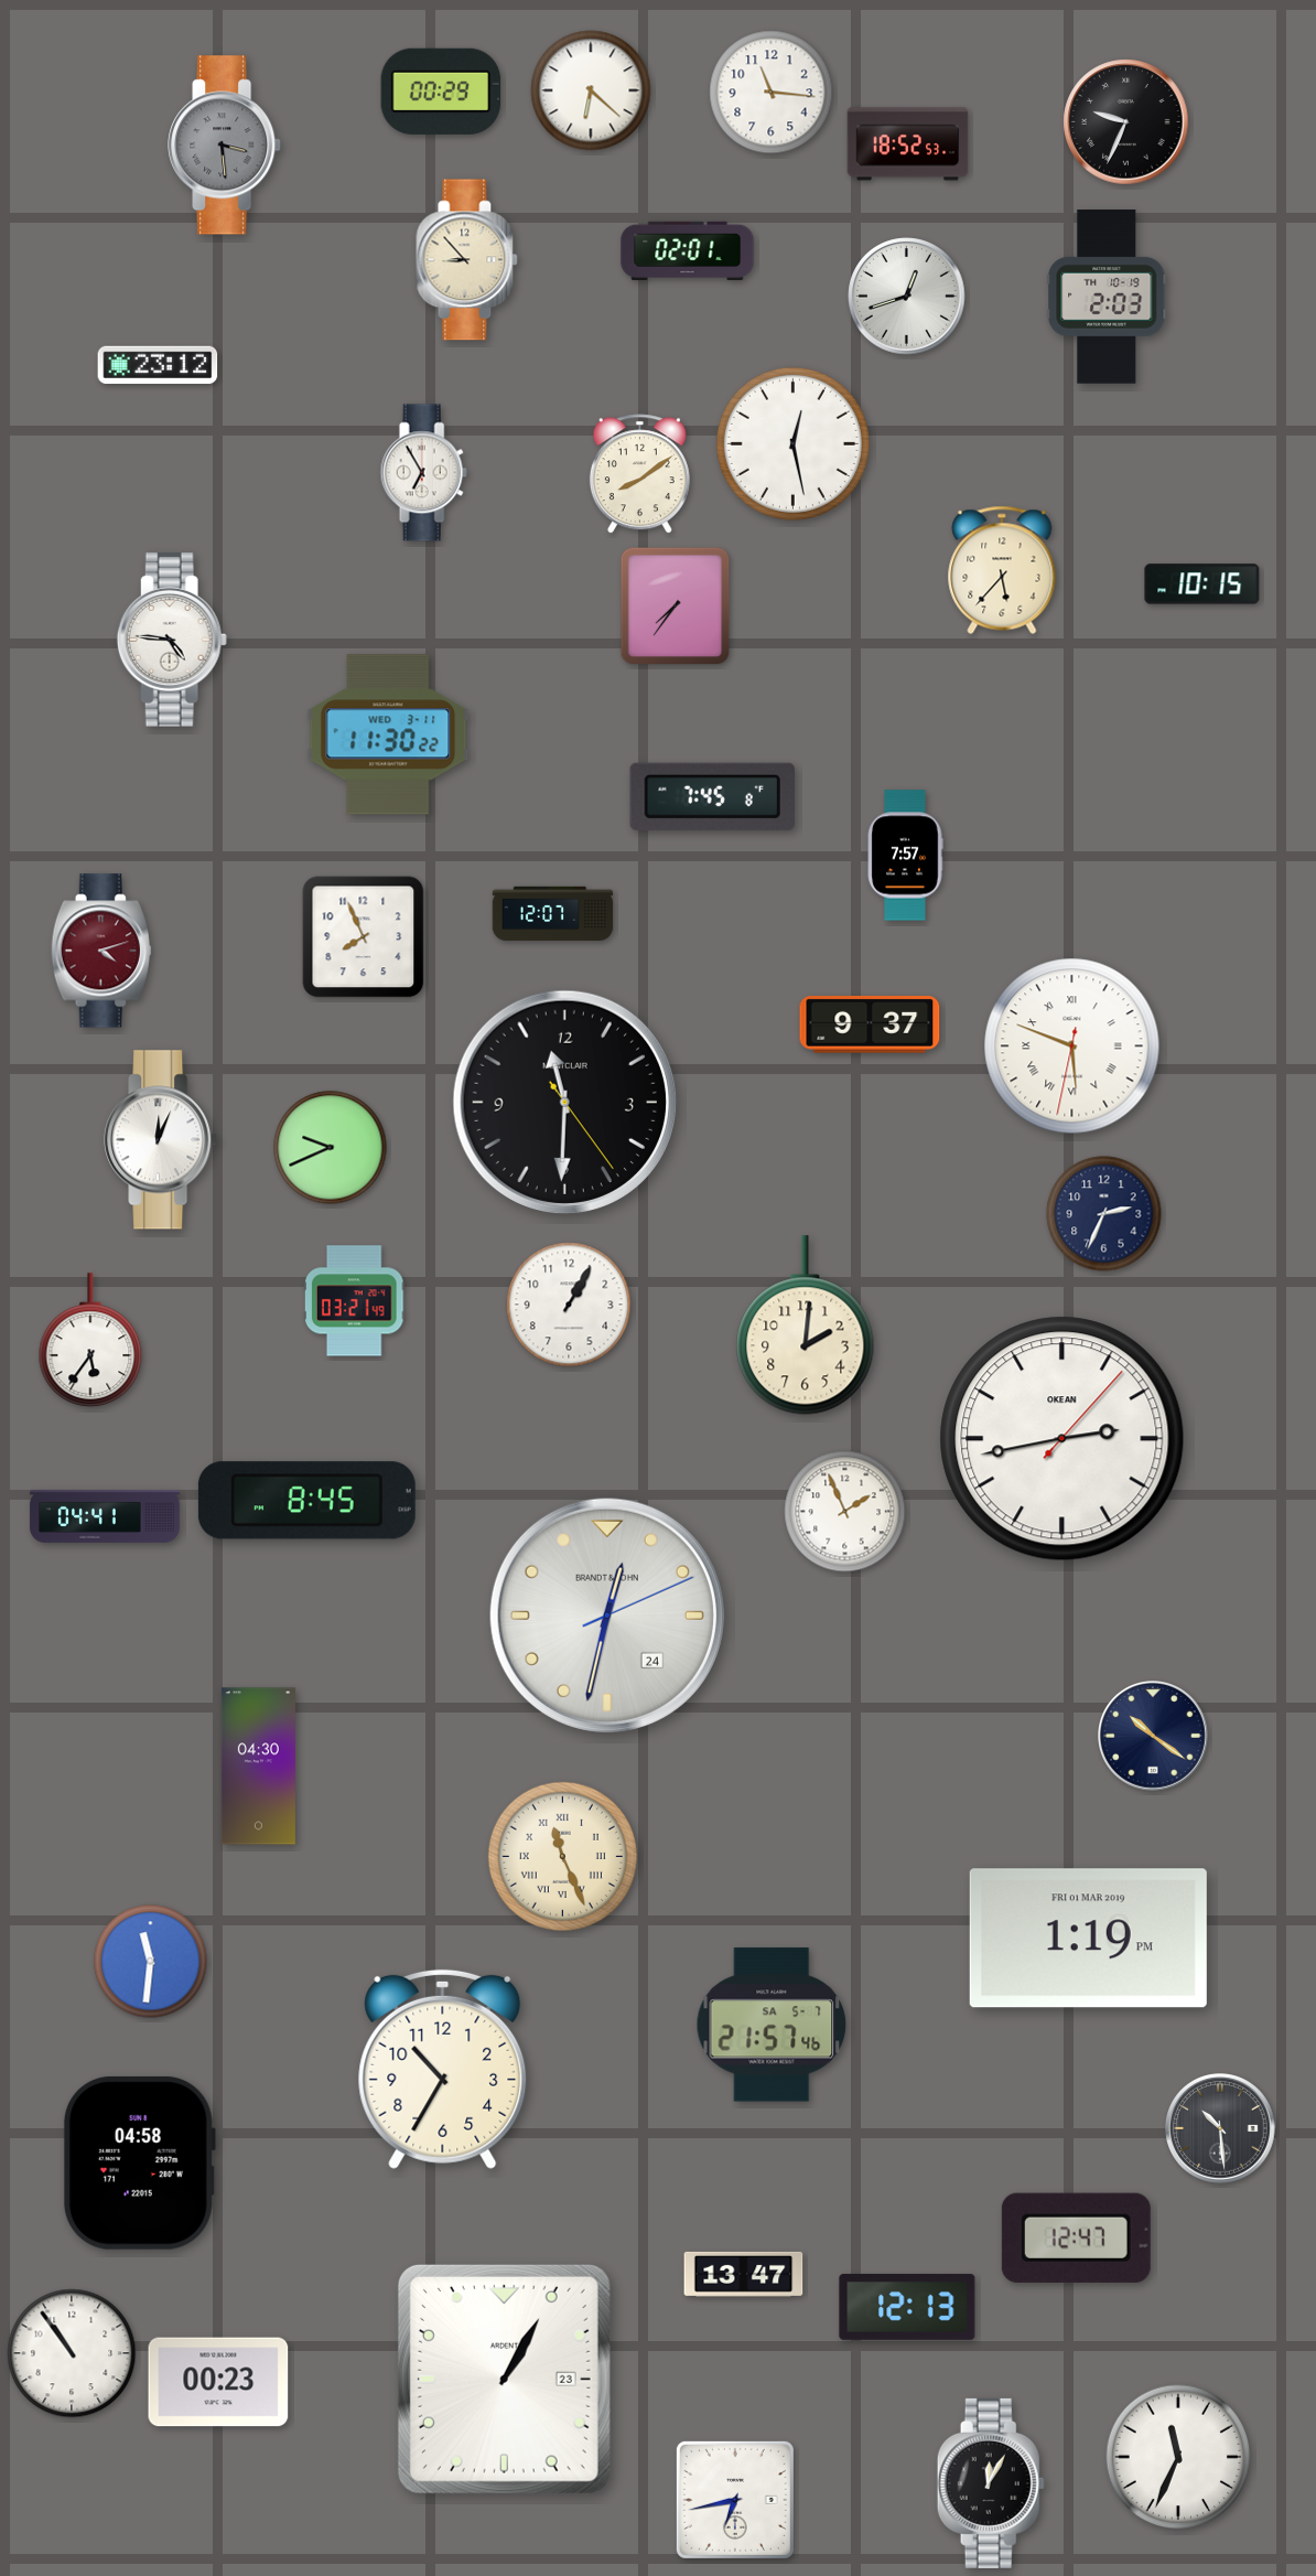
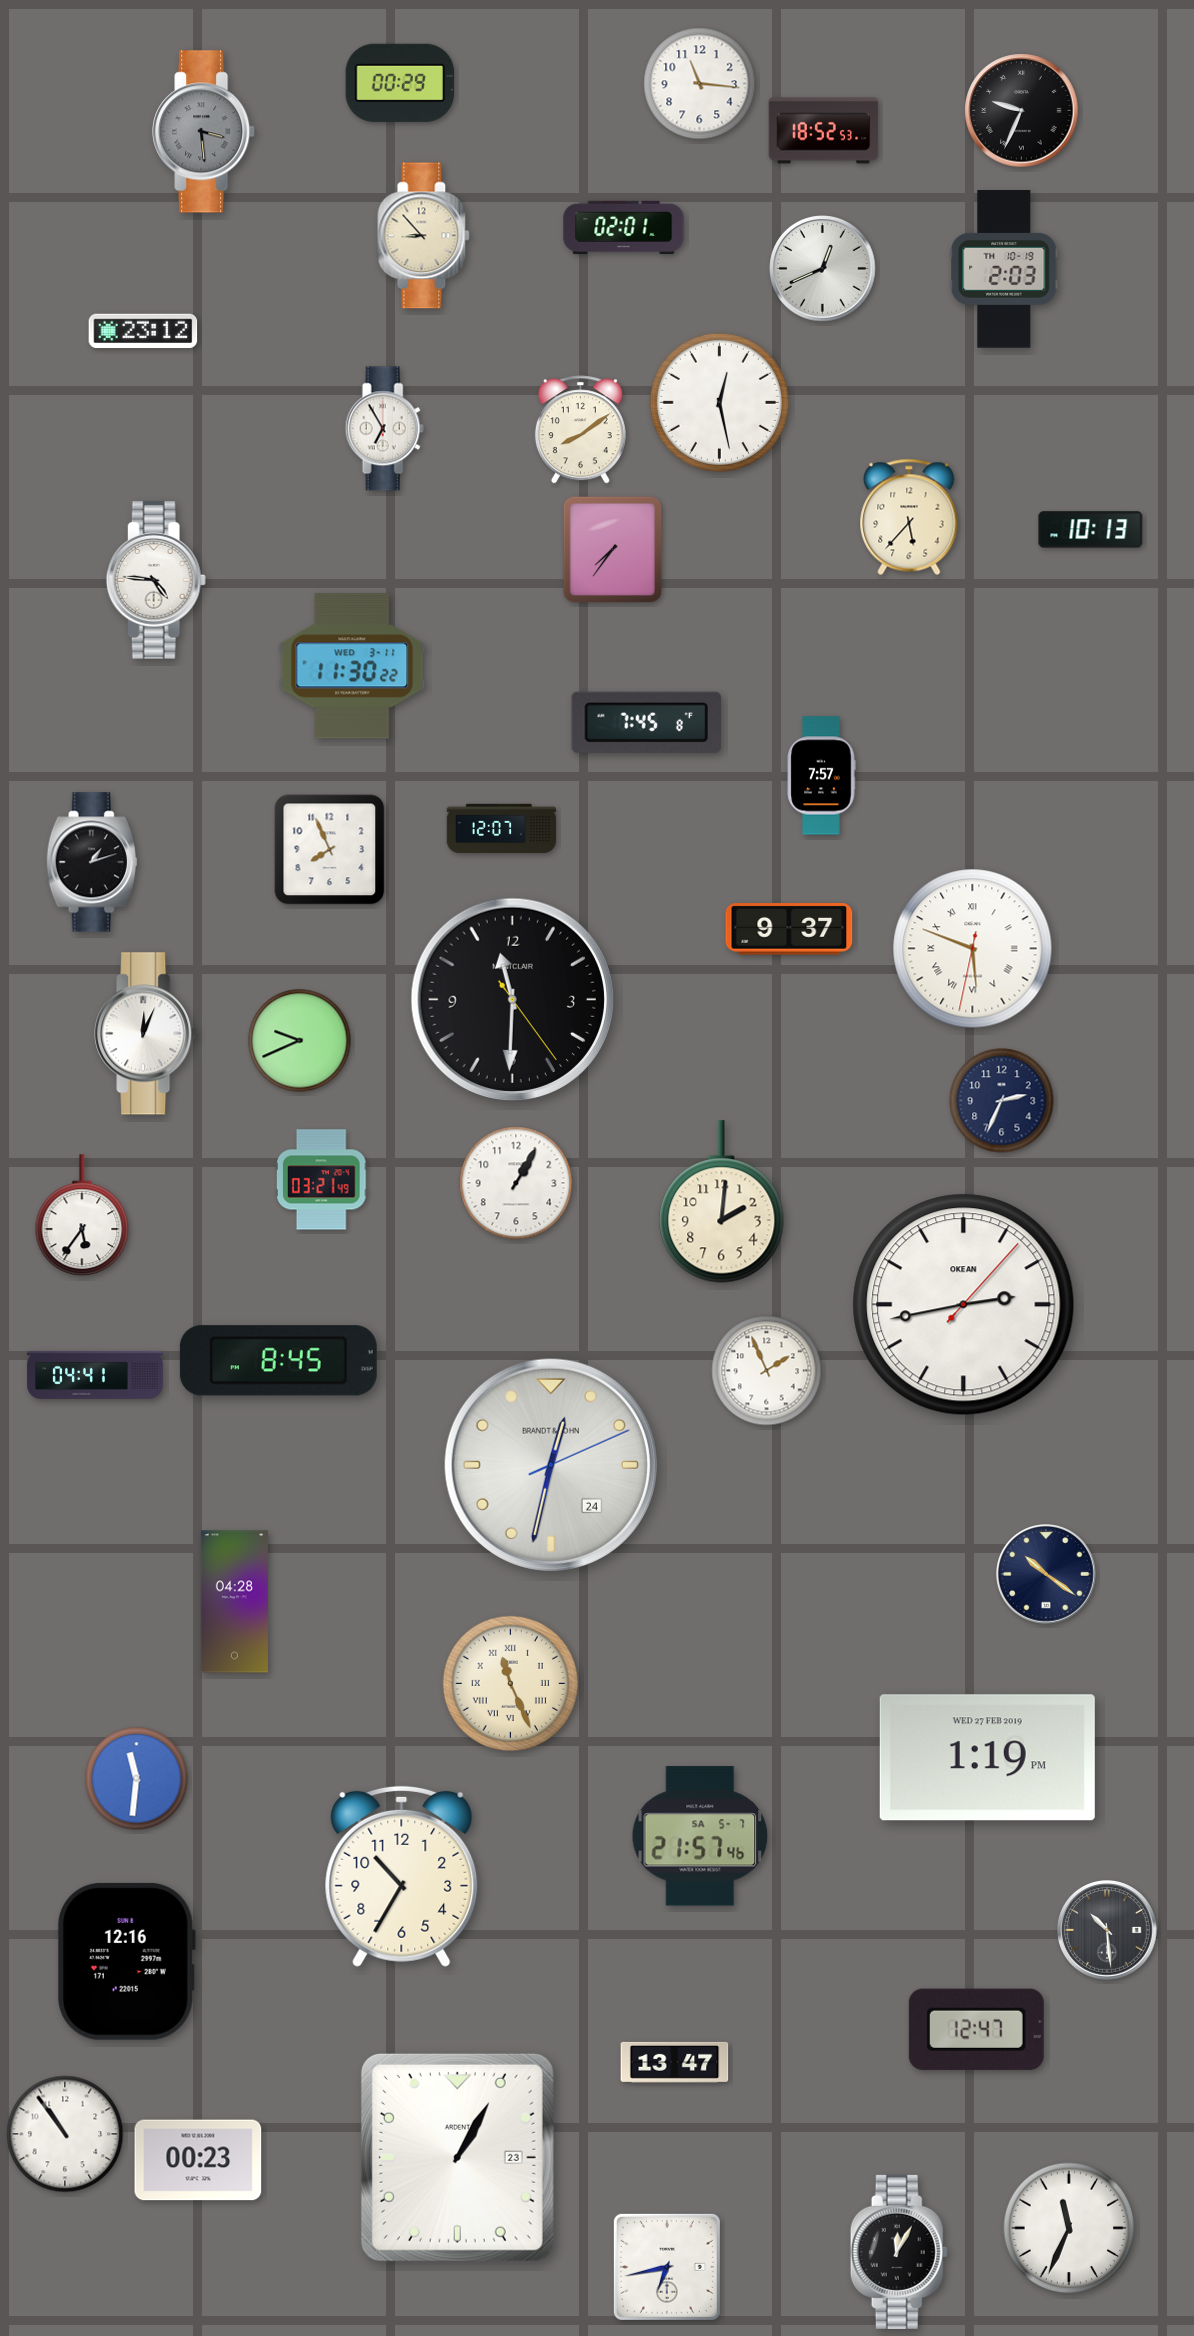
clock at (591, 90): 6:22 -> none
clock at (907, 297): 12:42 -> 12:41
clock at (1202, 584): 10:15 -> 10:13
clock at (101, 951): 4:12 -> 1:12
clock at (101, 951) dial: burgundy -> black
clock at (806, 1325) position: (806, 1325) -> (722, 1202)
clock at (258, 1767): 04:30 -> 04:28
clock at (1088, 1939) date: FRI 01 MAR 2019 -> WED 27 FEB 2019
clock at (139, 2162): 04:58 -> 12:16
clock at (907, 2307): 12:13 -> none
